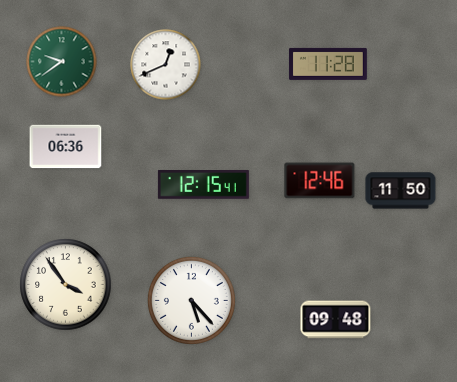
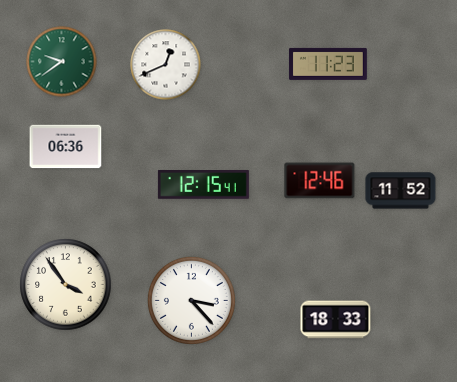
clock at (329, 64): 11:28 -> 11:23
clock at (401, 191): 11:50 -> 11:52
clock at (191, 300): 5:23 -> 3:23
clock at (336, 320): 09:48 -> 18:33
